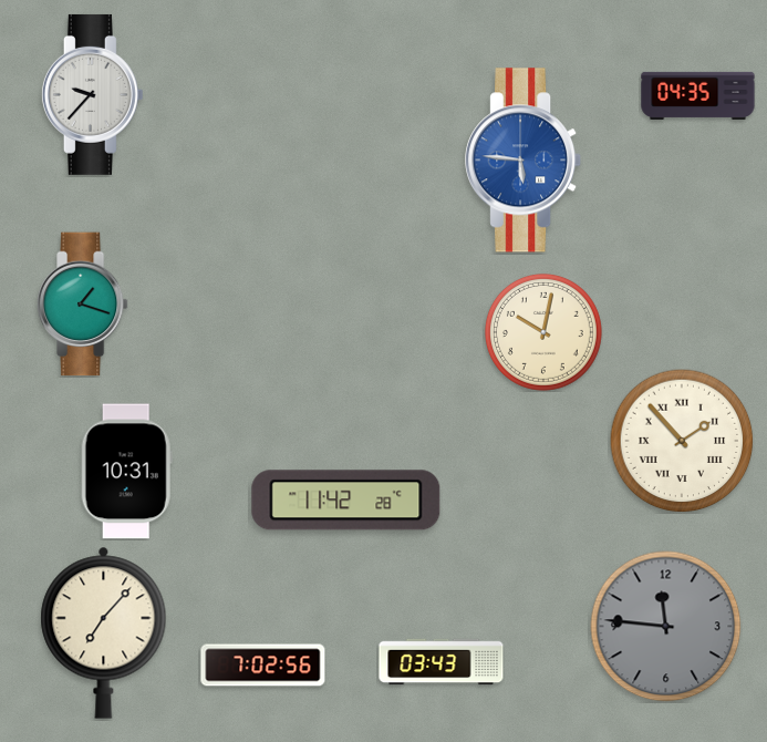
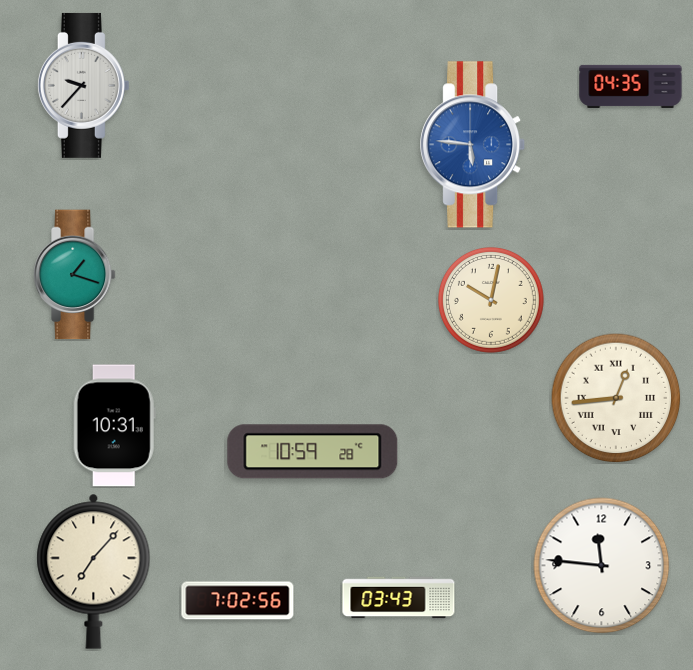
clock at (682, 441): 1:53 -> 12:44
clock at (346, 501): 11:42 -> 10:59
clock at (666, 627) dial: grey -> white
